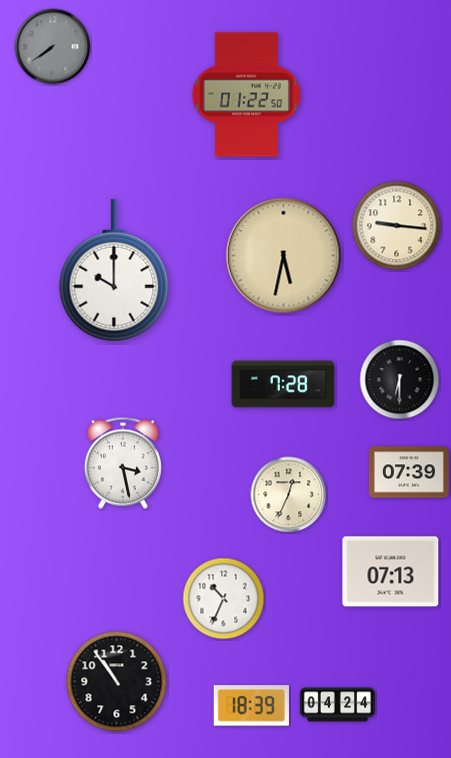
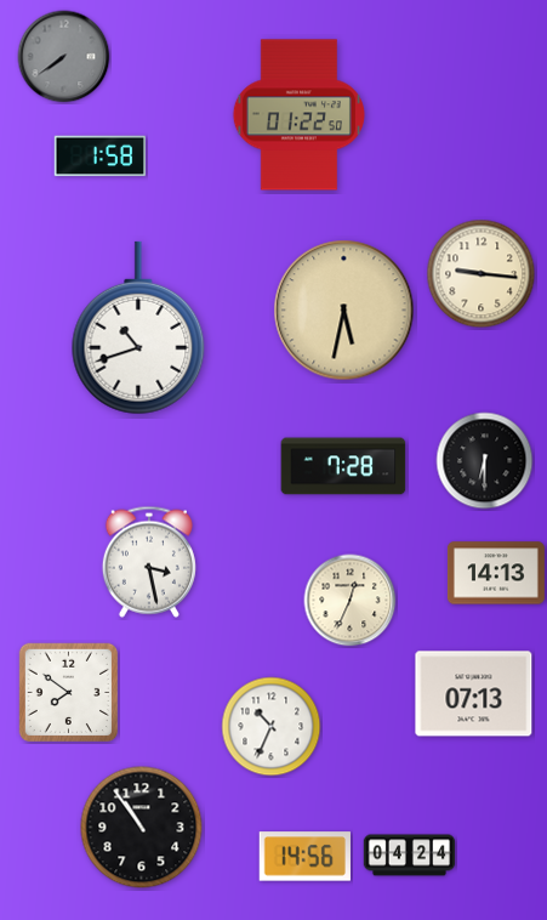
clock at (99, 157): none -> 1:58
clock at (114, 270): 10:00 -> 10:42
clock at (409, 472): 07:39 -> 14:13
clock at (68, 692): none -> 7:51
clock at (251, 706): 18:39 -> 14:56
